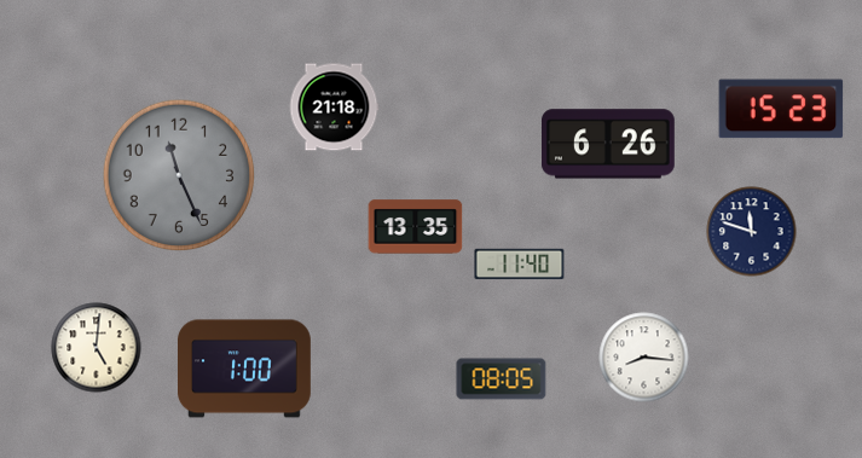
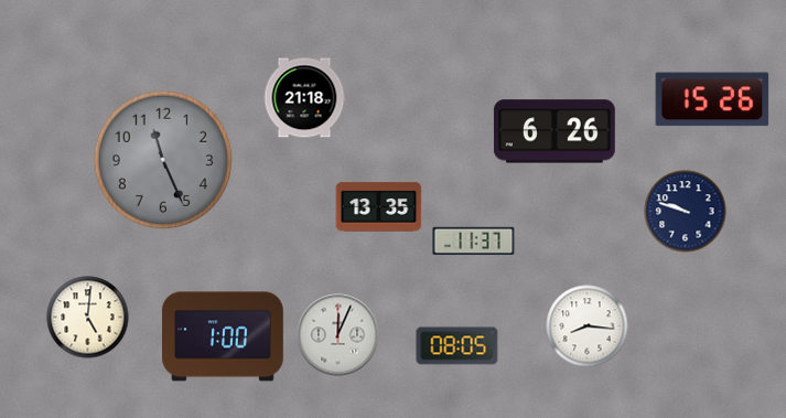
clock at (781, 109): 15:23 -> 15:26
clock at (752, 232): 11:48 -> 9:48
clock at (520, 265): 11:40 -> 11:37
clock at (338, 335): none -> 12:04
